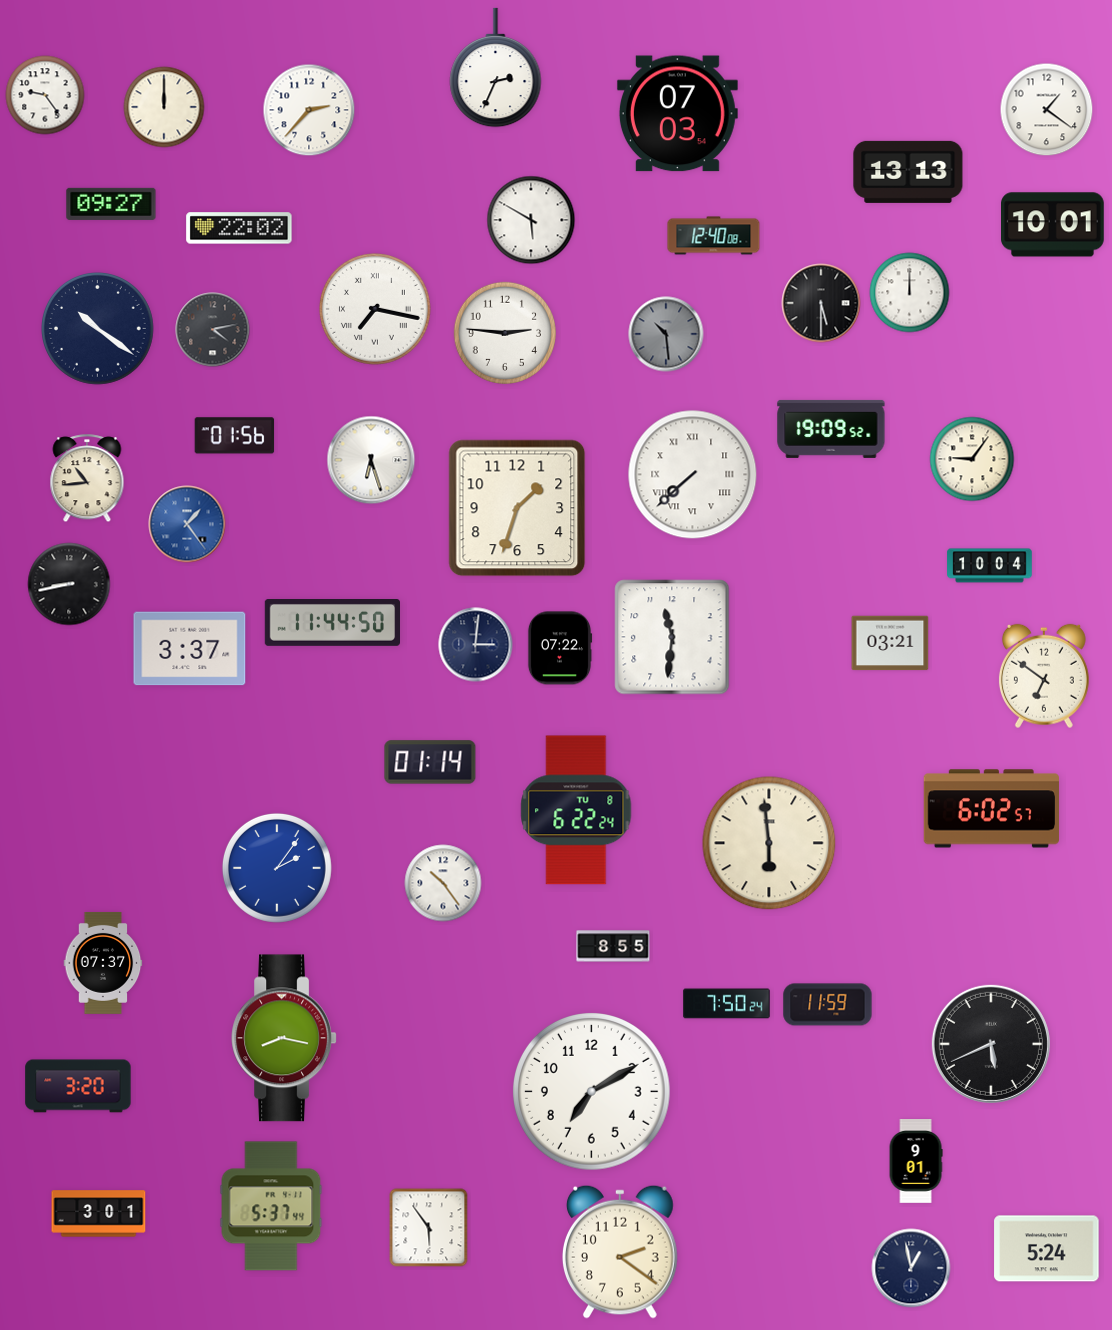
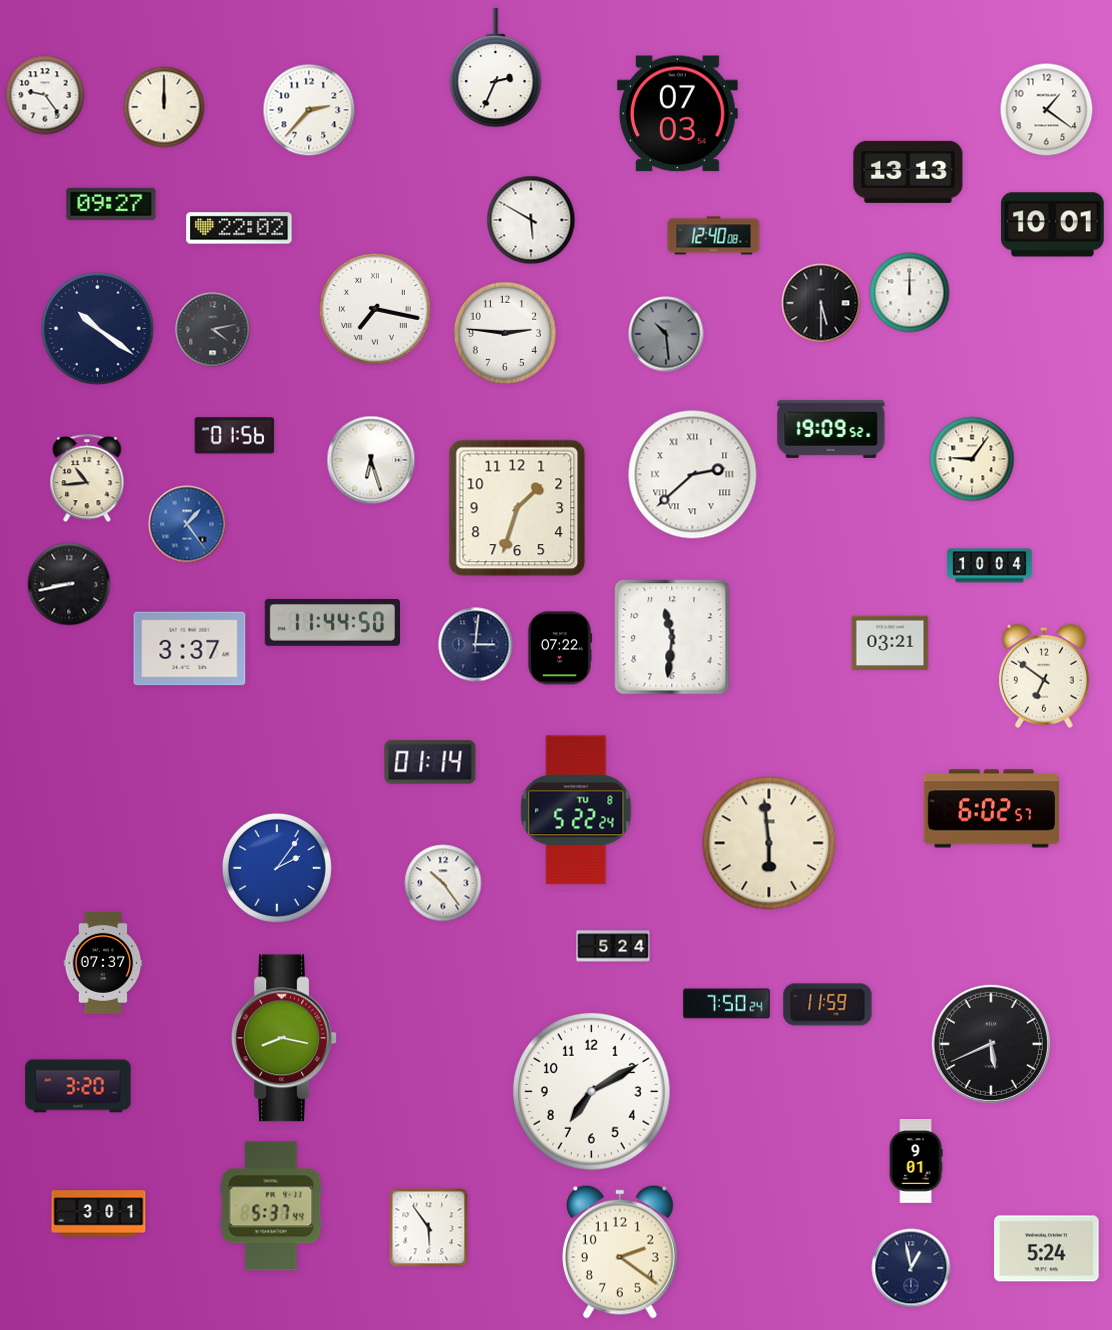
clock at (693, 475): 7:38 -> 2:38
clock at (576, 810): 6:22 -> 5:22
clock at (613, 946): 8:55 -> 5:24
